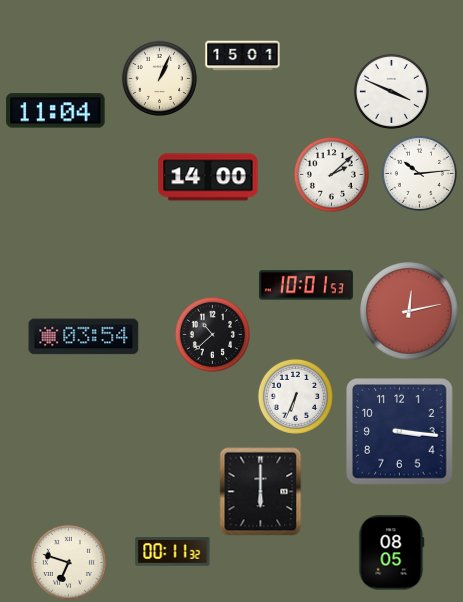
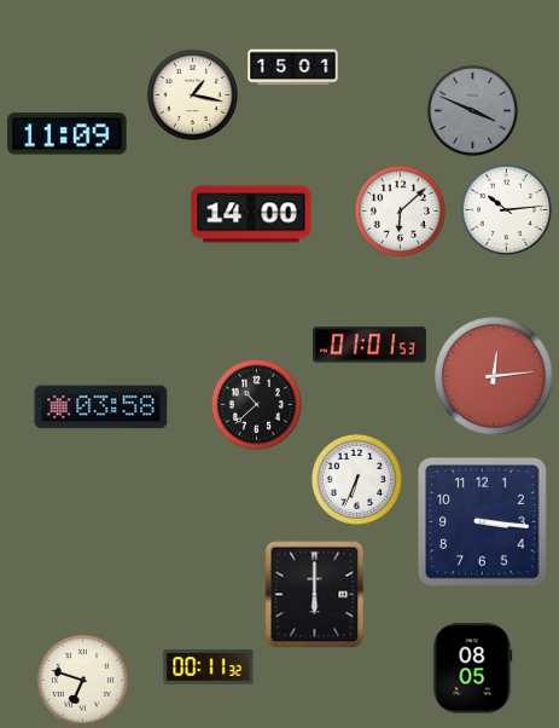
clock at (159, 78): 1:04 -> 1:17
clock at (391, 91) dial: white -> grey
clock at (56, 111): 11:04 -> 11:09
clock at (331, 174): 2:08 -> 6:08
clock at (306, 285): 10:01 -> 01:01
clock at (409, 311): 12:13 -> 12:14
clock at (84, 337): 03:54 -> 03:58
